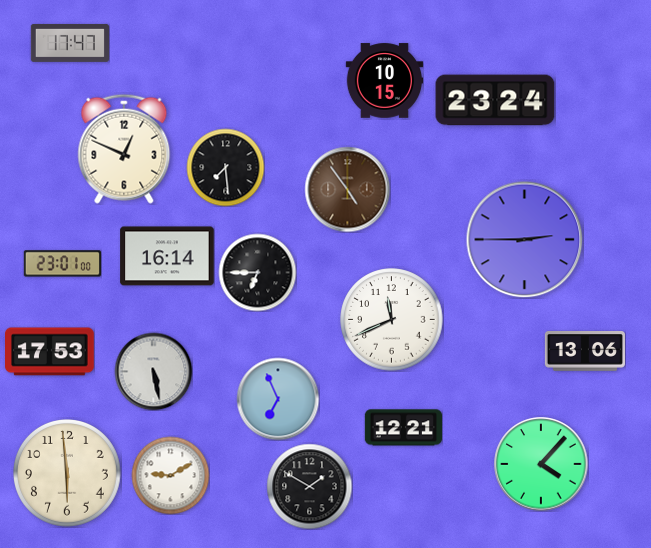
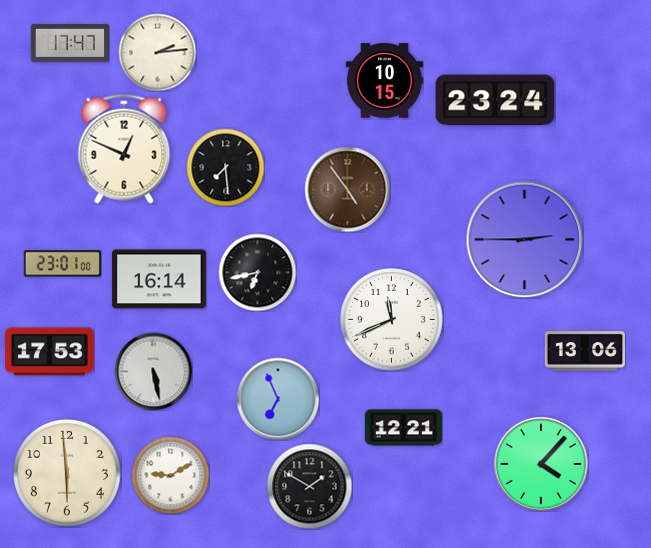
clock at (157, 52): none -> 2:14
clock at (167, 256) position: (167, 256) -> (159, 279)
clock at (257, 272): 6:45 -> 6:43
